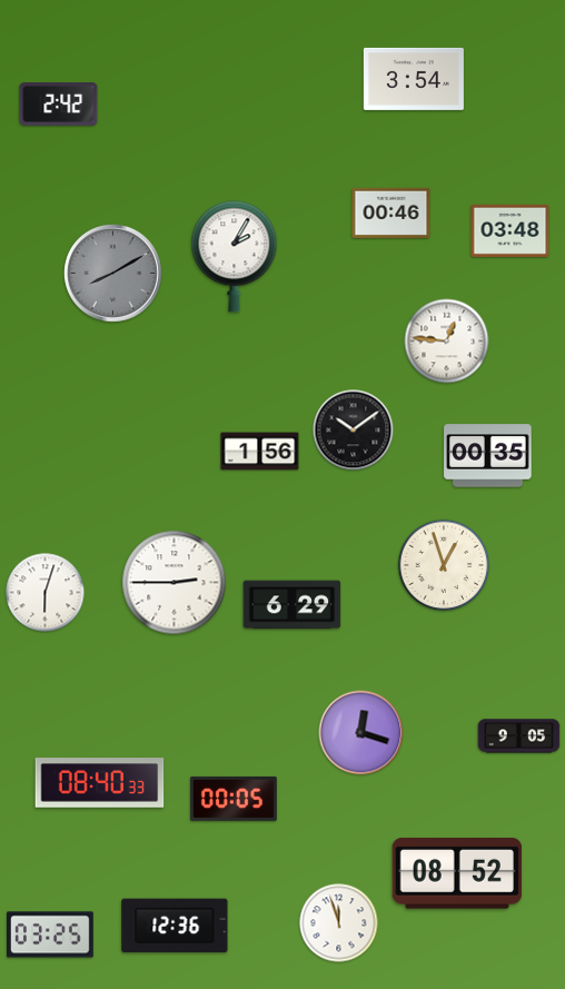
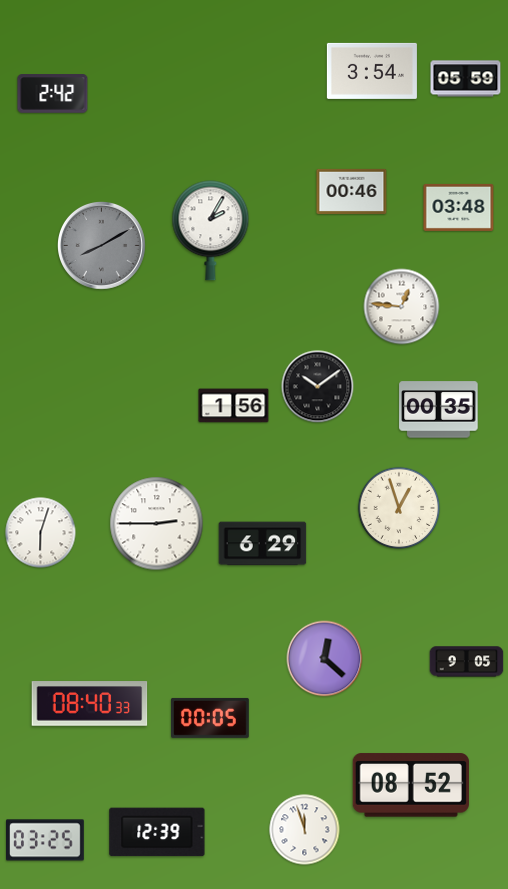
clock at (466, 79): none -> 05:59
clock at (361, 733): 12:18 -> 12:22
clock at (175, 926): 12:36 -> 12:39
